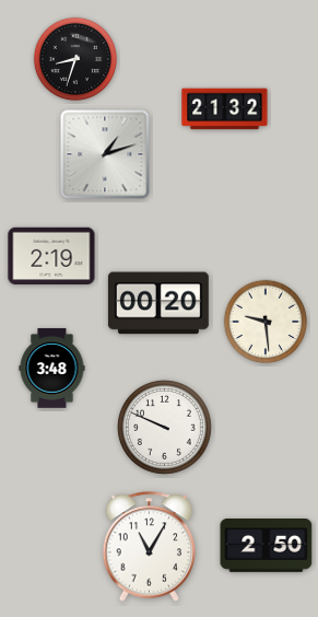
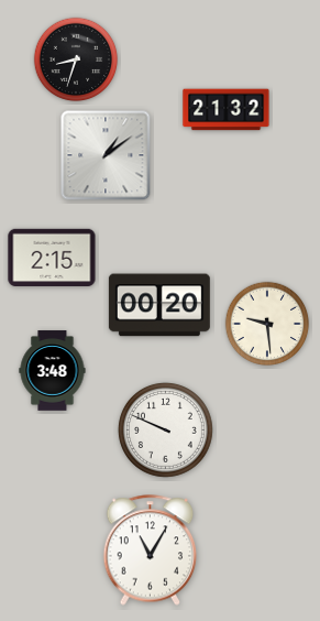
clock at (105, 154): 1:12 -> 1:09
clock at (51, 255): 2:19 -> 2:15
clock at (267, 546): 2:50 -> none
